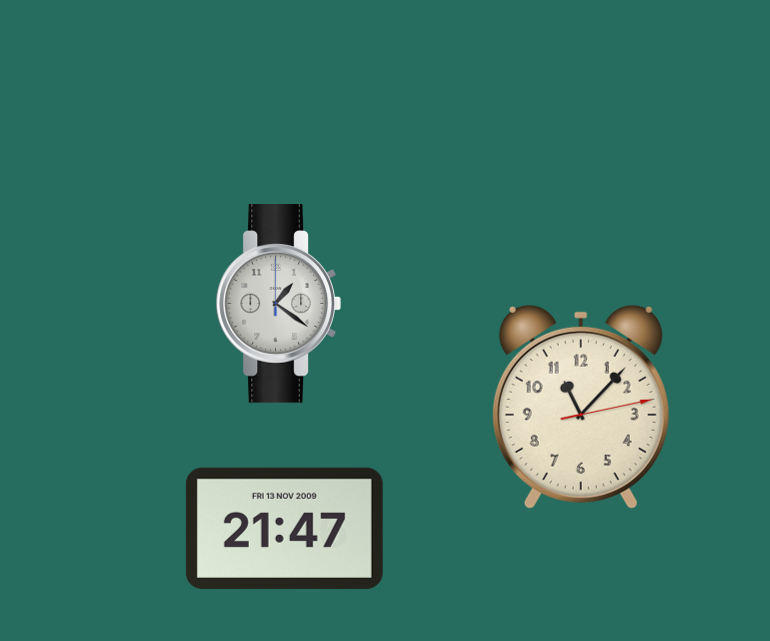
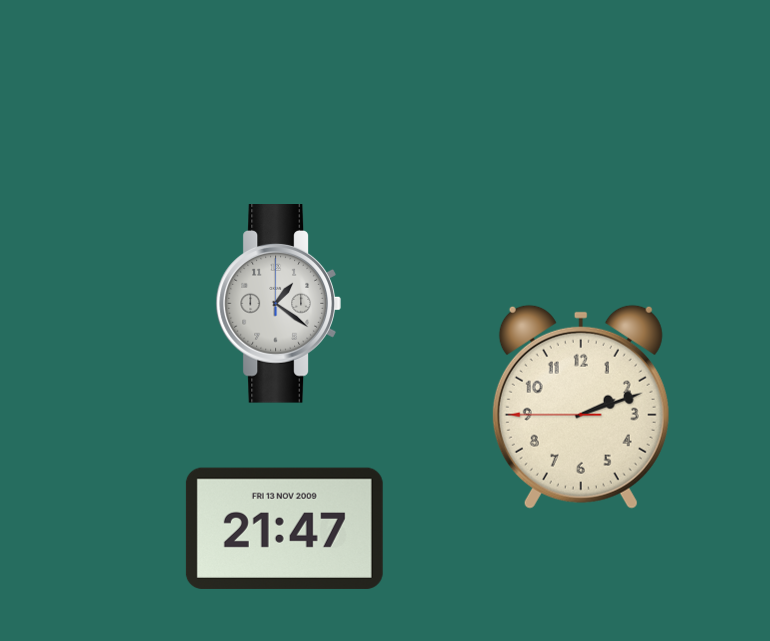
clock at (581, 407): 11:07 -> 2:11
